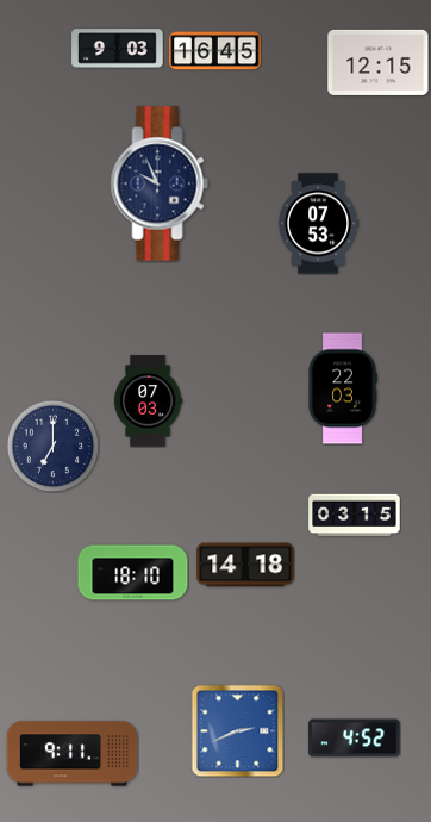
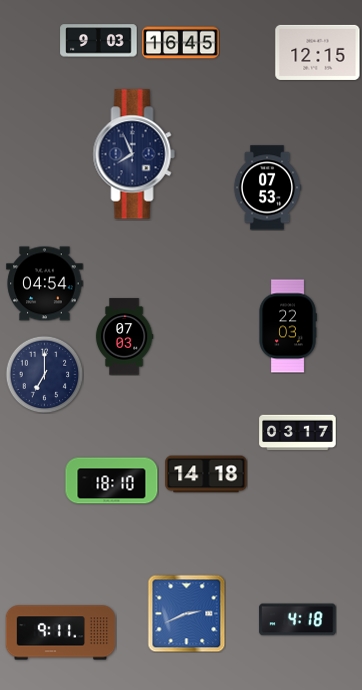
clock at (160, 183): 9:56 -> 7:56
clock at (45, 284): none -> 04:54
clock at (355, 516): 03:15 -> 03:17
clock at (237, 730) position: (237, 730) -> (186, 613)
clock at (355, 739): 4:52 -> 4:18
